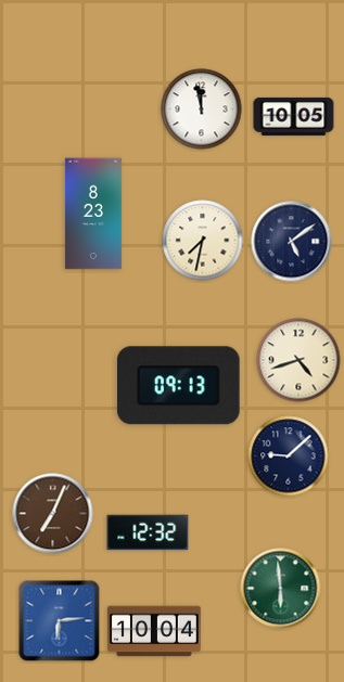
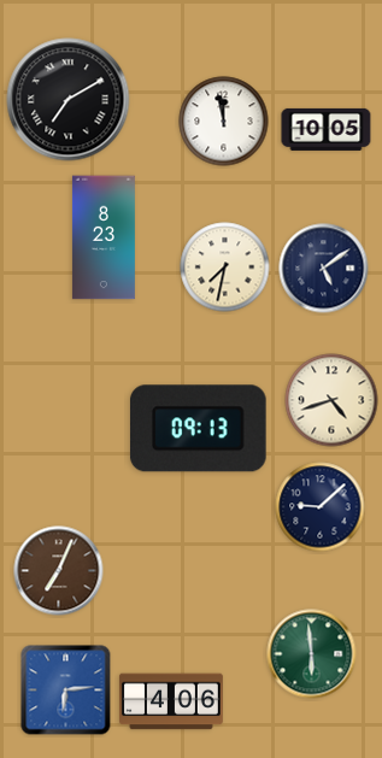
clock at (69, 100): none -> 7:10
clock at (148, 532): 12:32 -> none
clock at (154, 631): 10:04 -> 4:06
